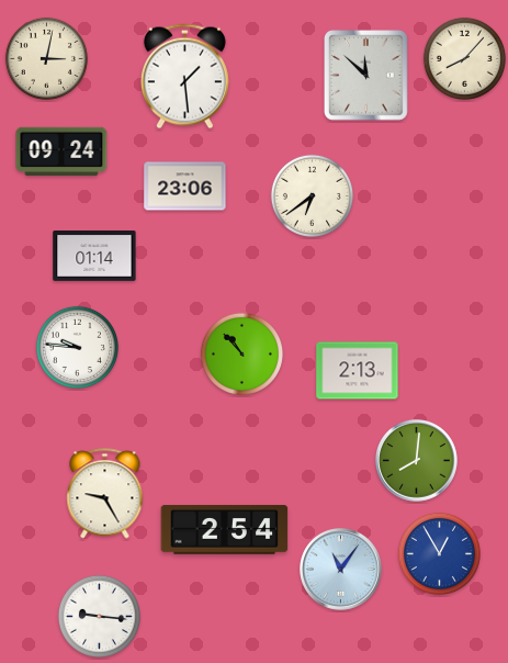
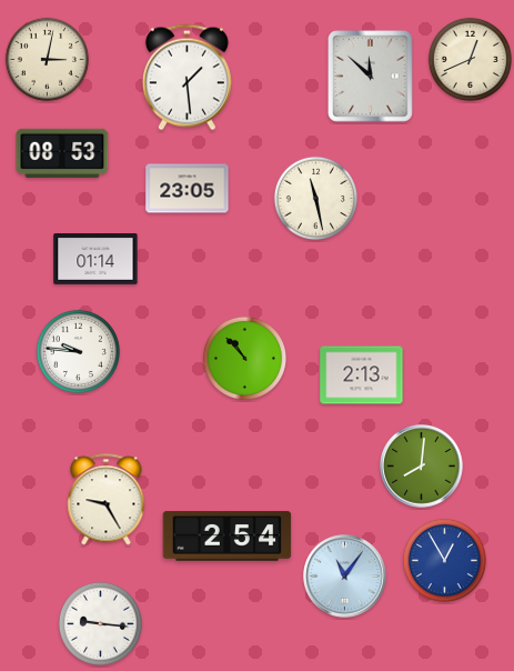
clock at (464, 58): 8:07 -> 12:41
clock at (61, 151): 09:24 -> 08:53
clock at (185, 187): 23:06 -> 23:05
clock at (312, 195): 6:39 -> 11:28
